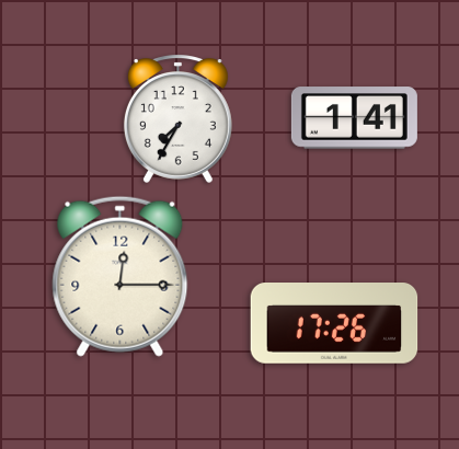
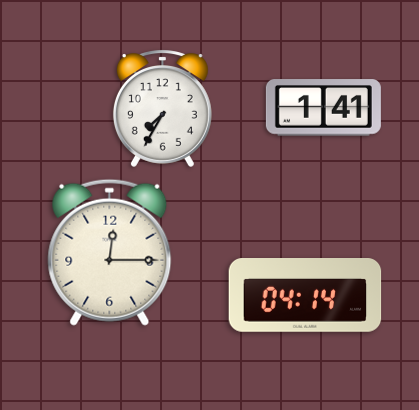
clock at (334, 324): 17:26 -> 04:14
